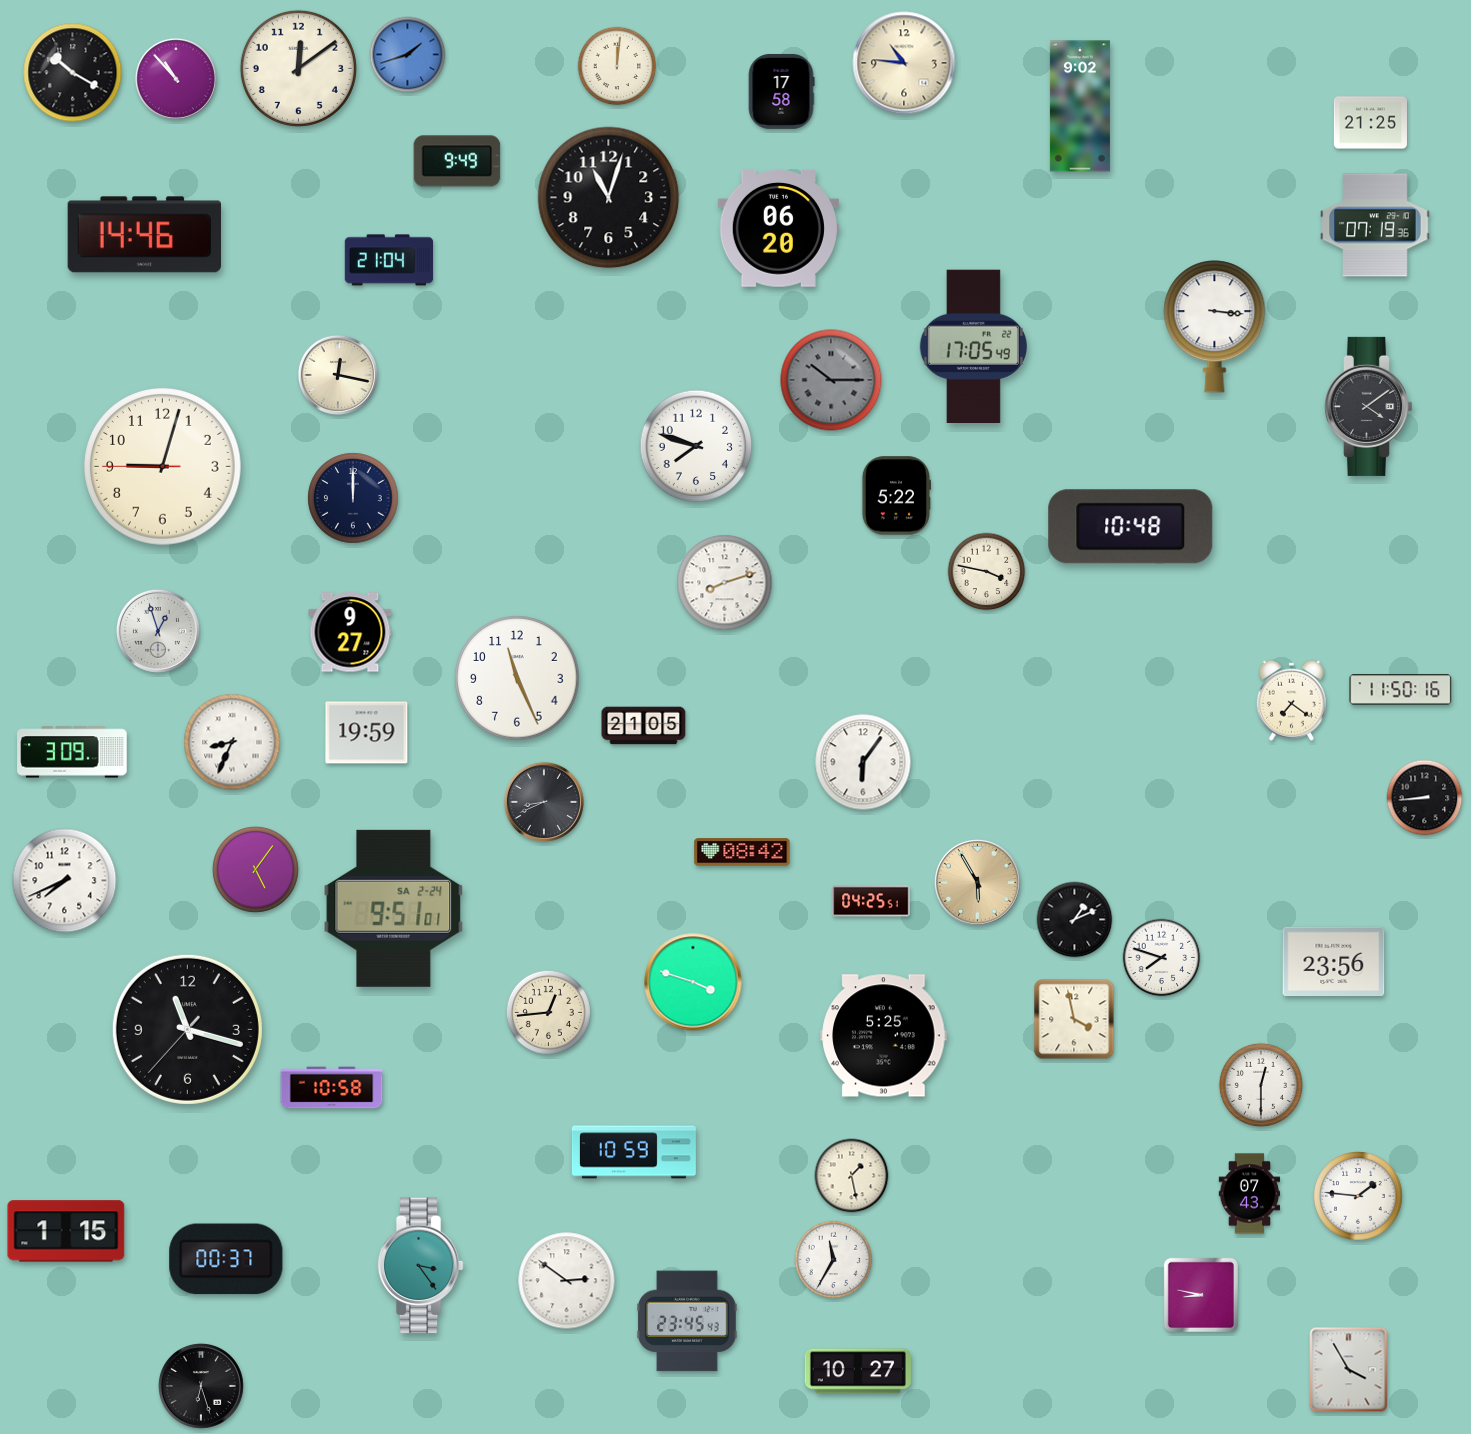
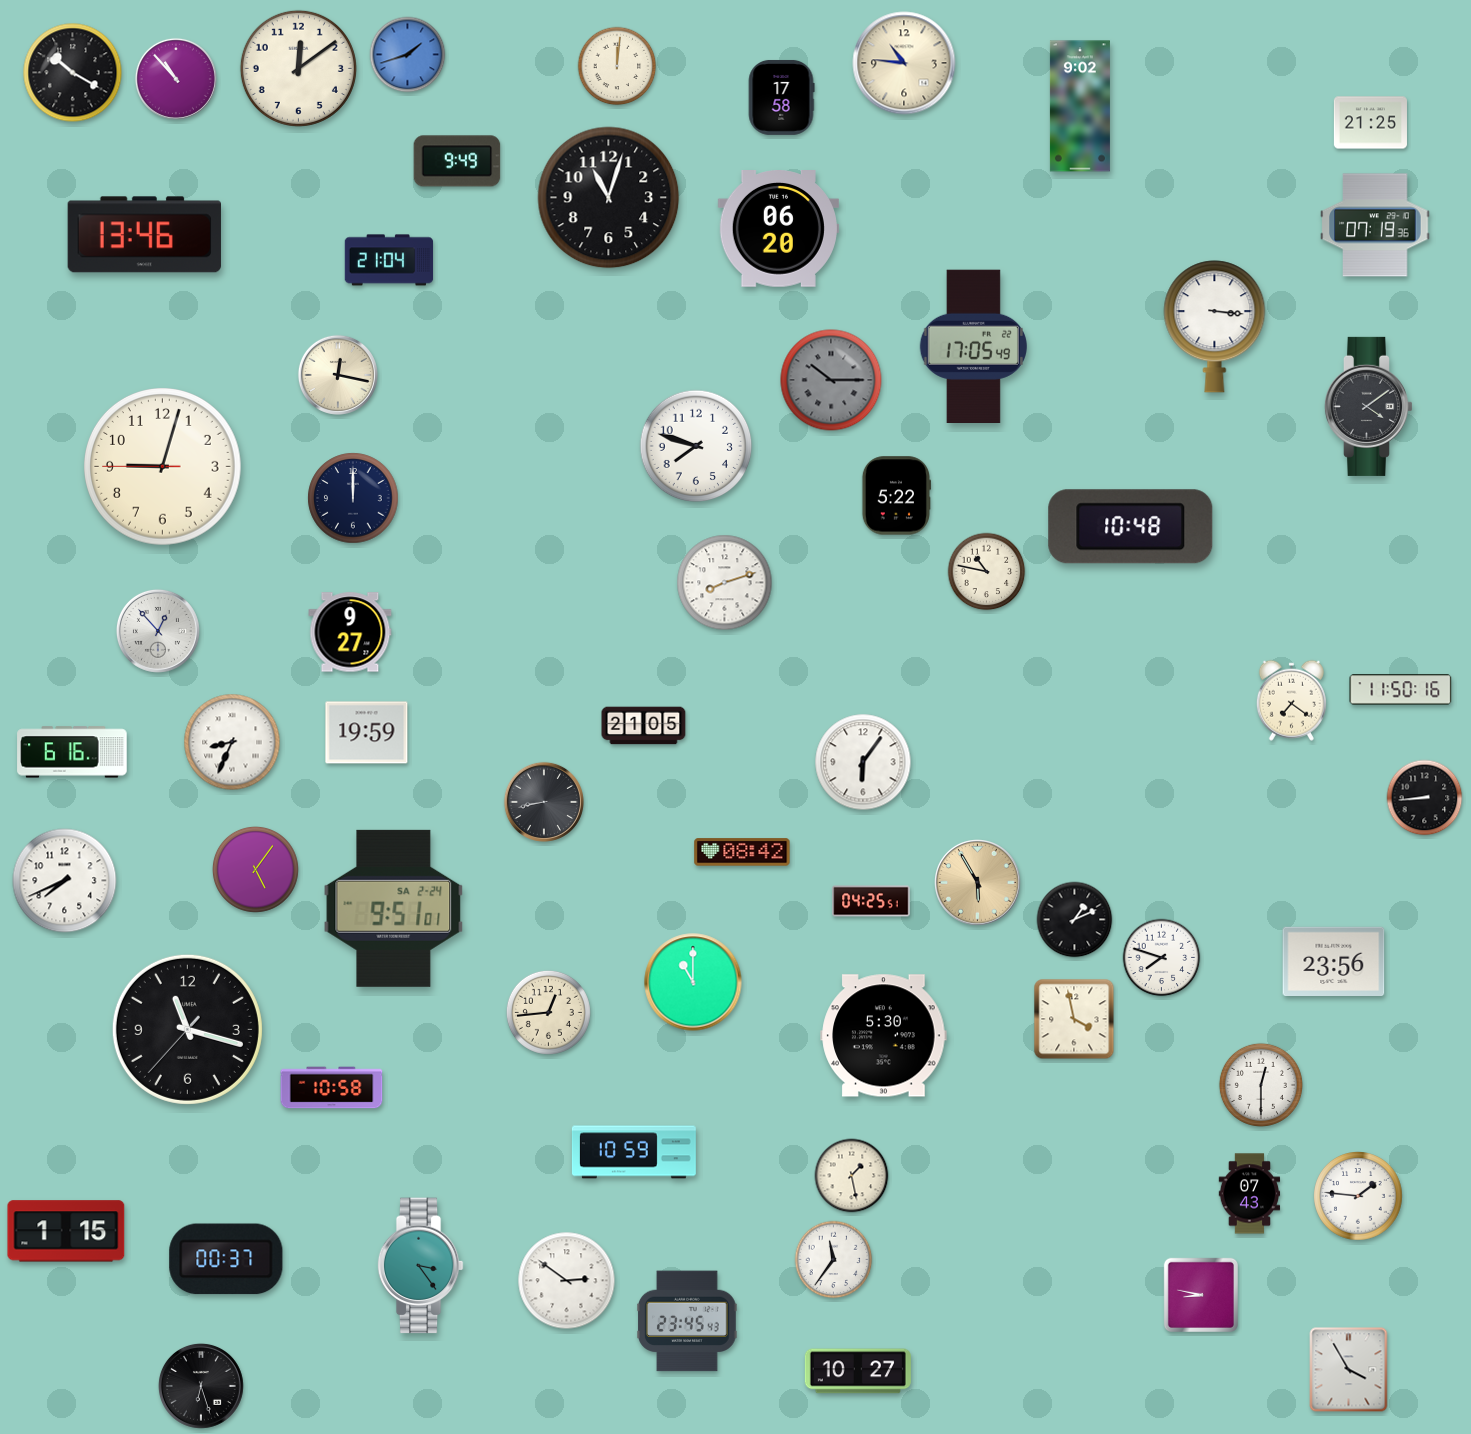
clock at (781, 91) position: (781, 91) -> (781, 97)
clock at (144, 235): 14:46 -> 13:46
clock at (987, 572): 3:47 -> 10:47
clock at (158, 631): 12:57 -> 12:53
clock at (517, 678): 11:26 -> none
clock at (72, 752): 3:09 -> 6:16
clock at (544, 802): 8:41 -> 8:43
clock at (693, 982): 3:48 -> 11:00
clock at (884, 1036): 5:25 -> 5:30
clock at (834, 1260): 11:35 -> 11:36
